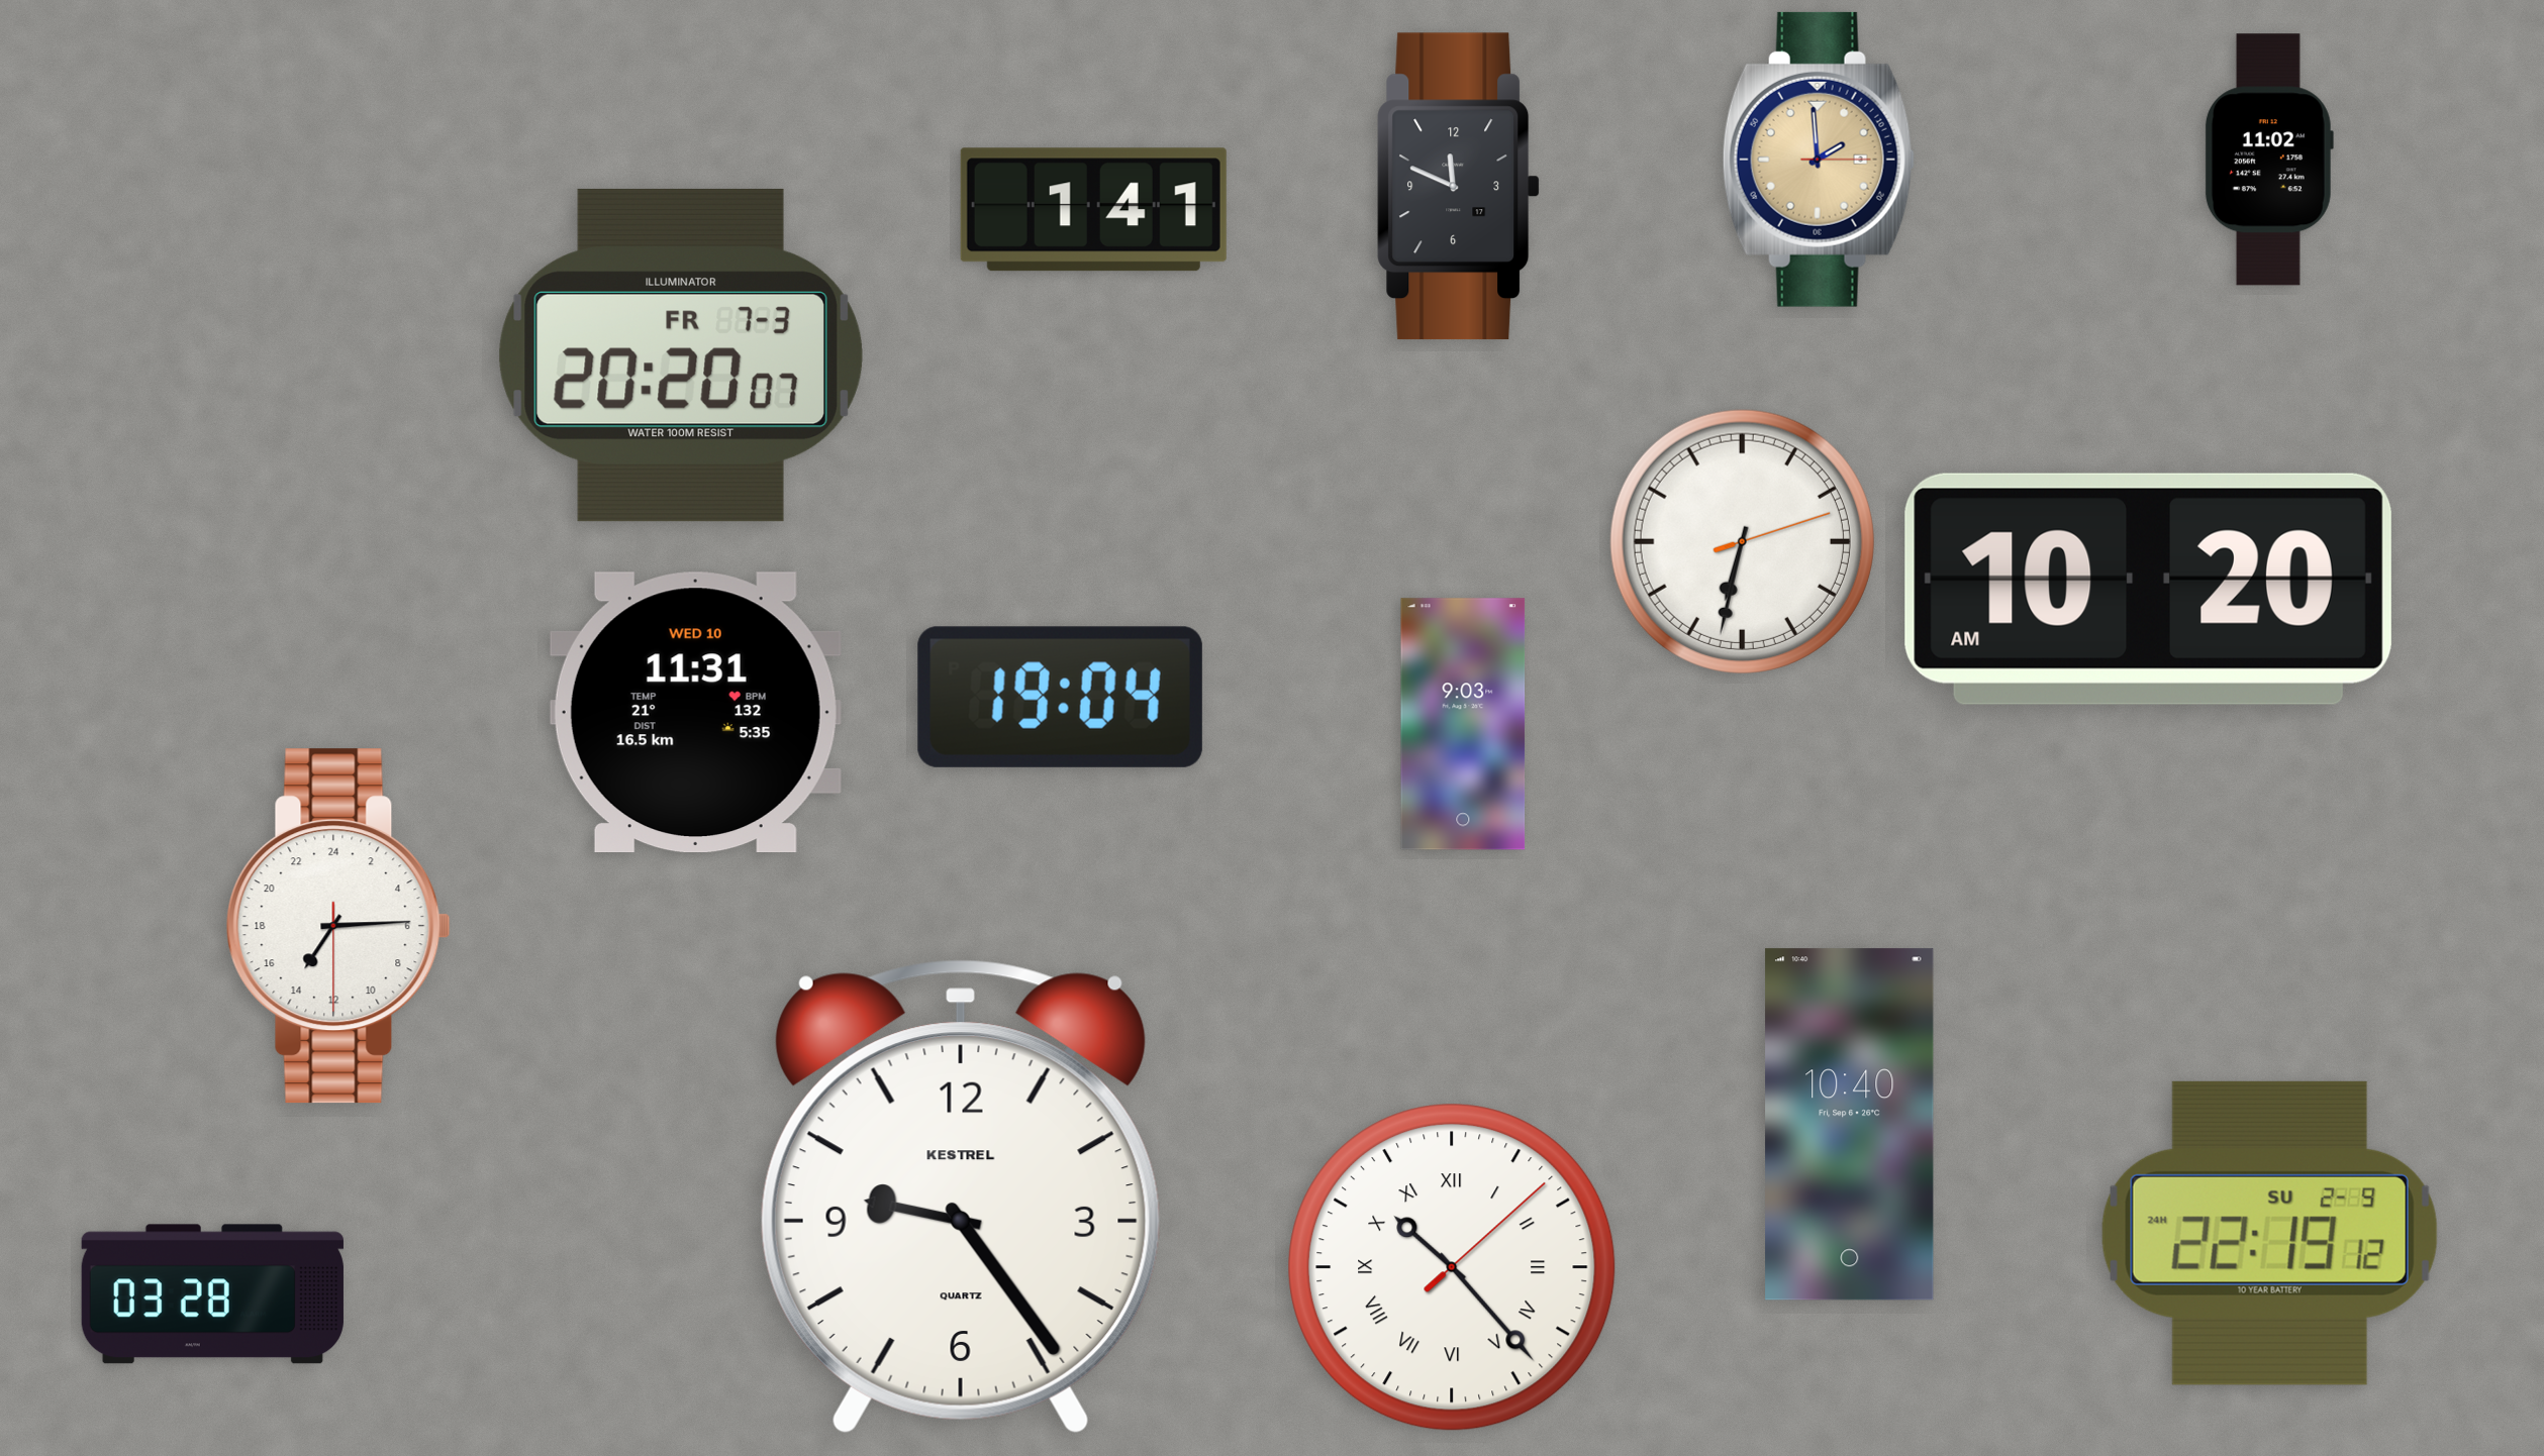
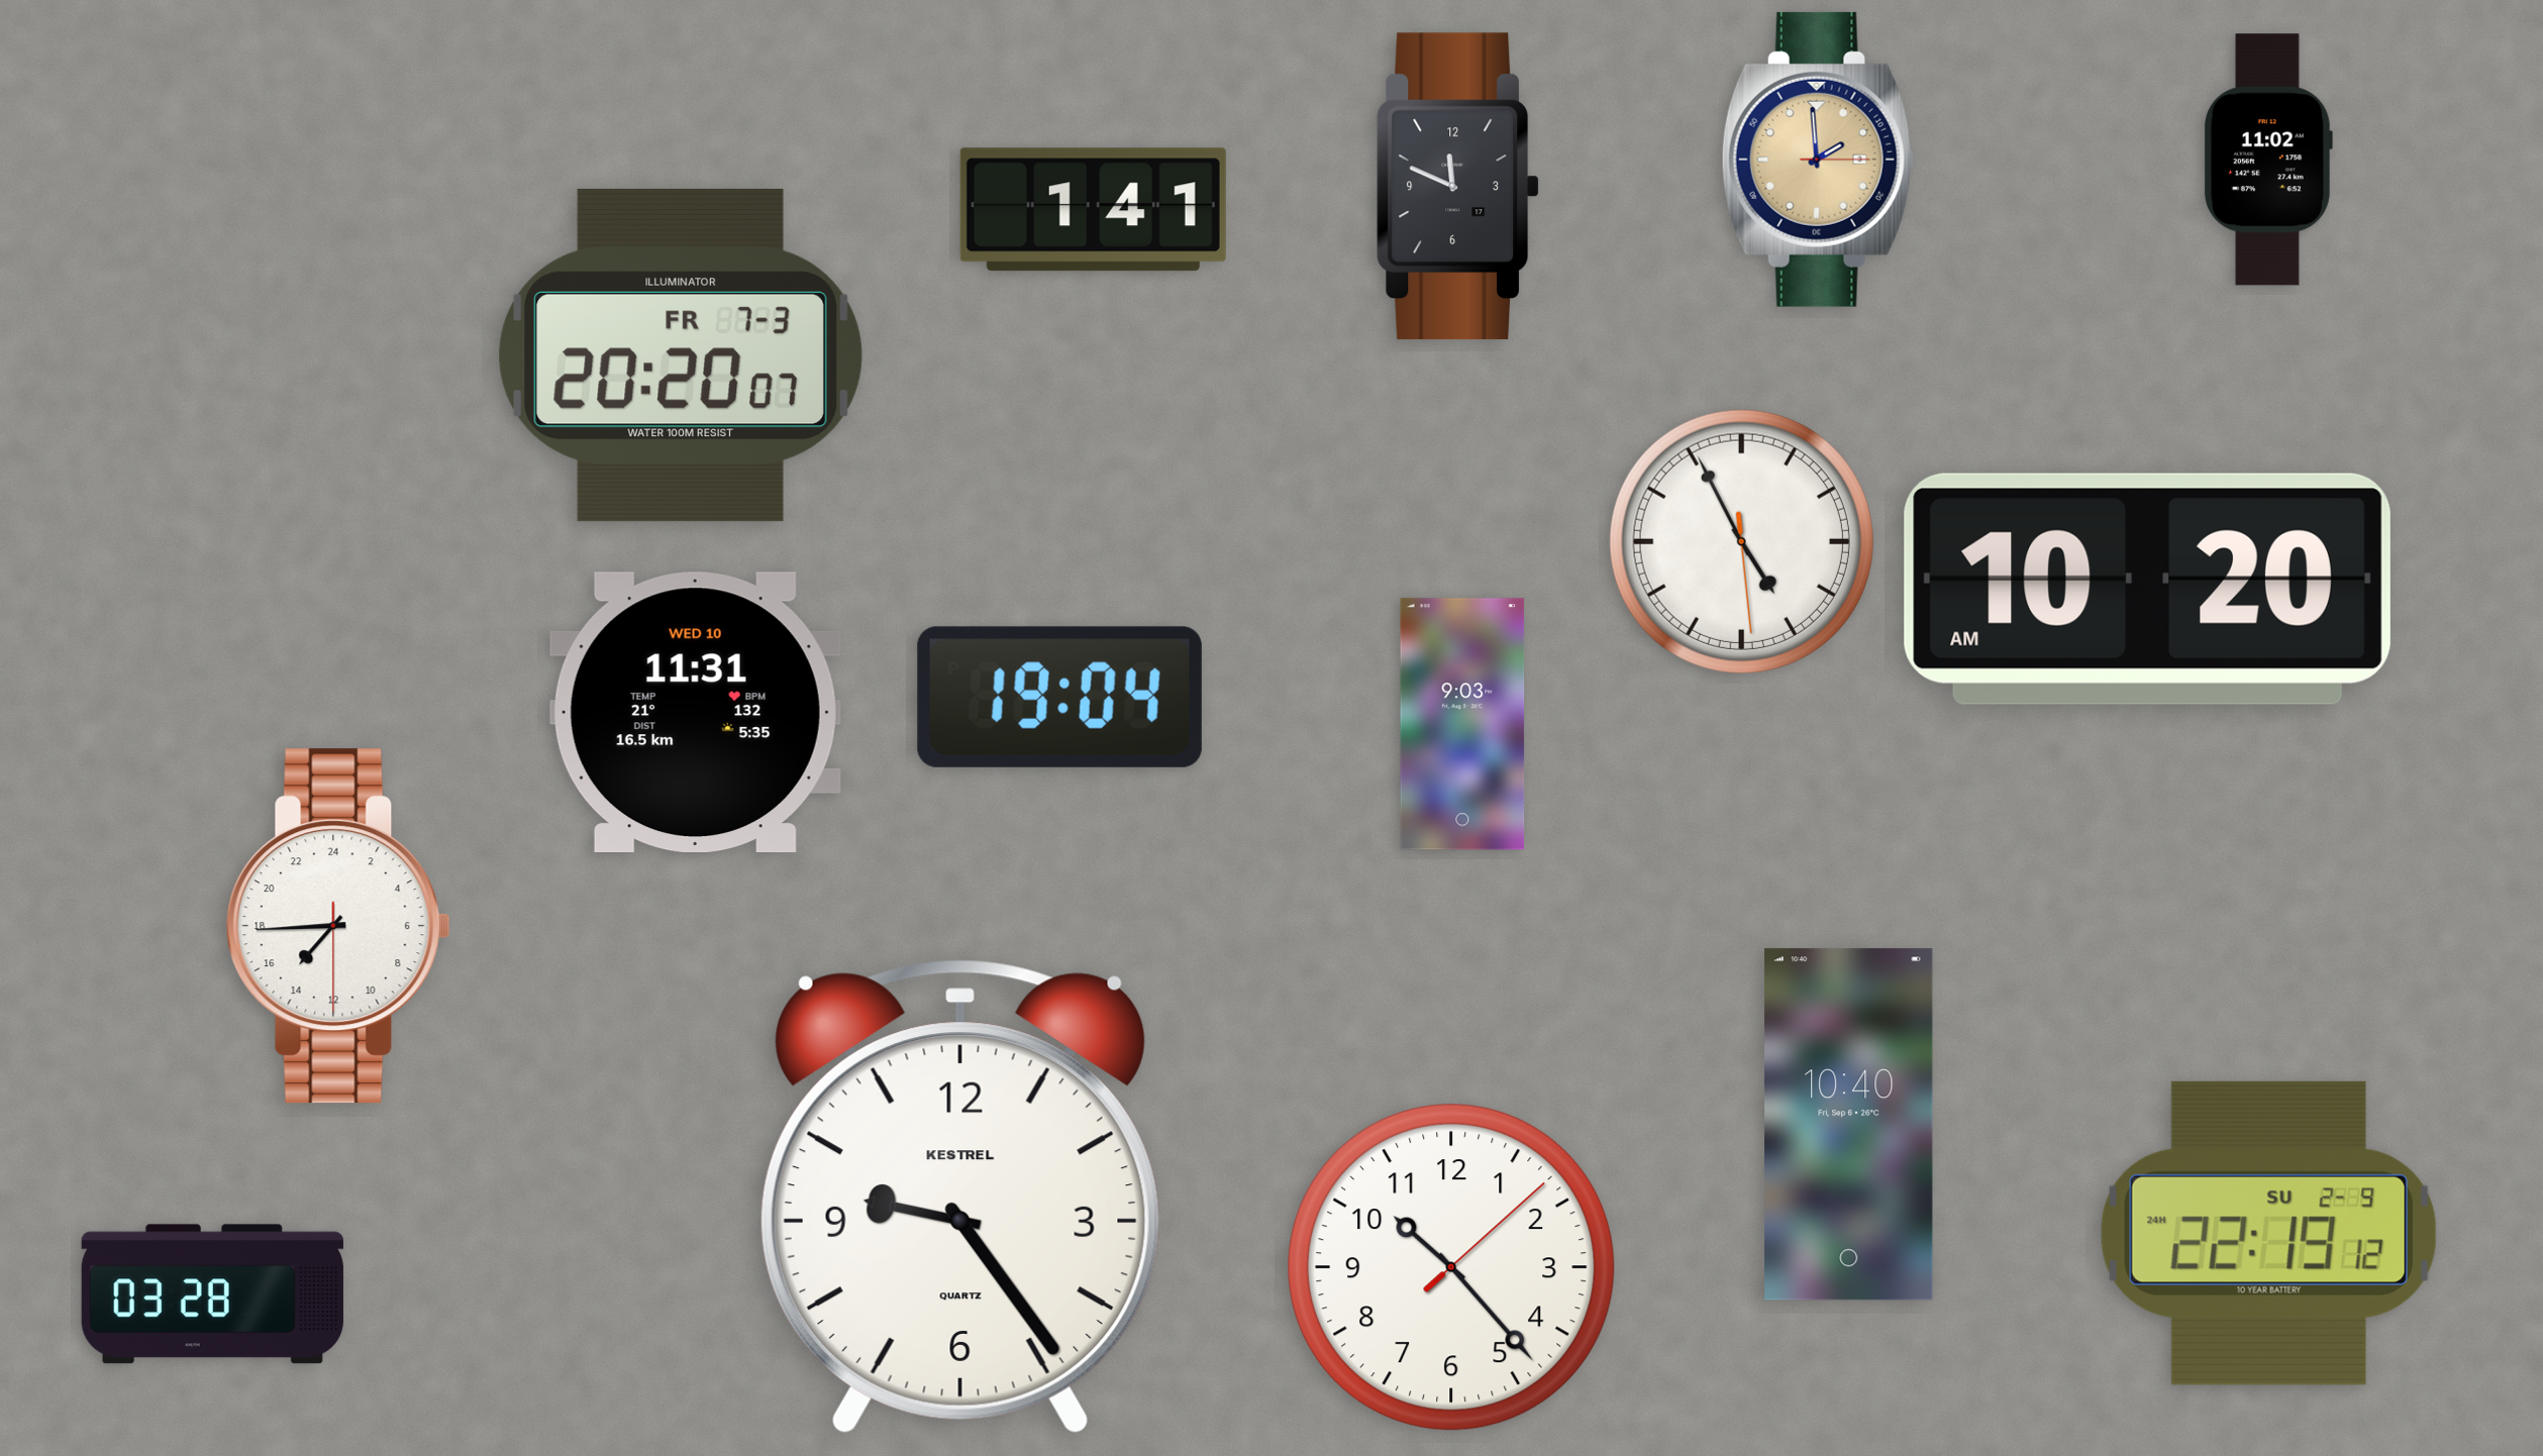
clock at (1742, 541): 6:32 -> 4:55
clock at (338, 926): 14:14 -> 14:44
clock at (1452, 1267) numerals: Roman -> Arabic
